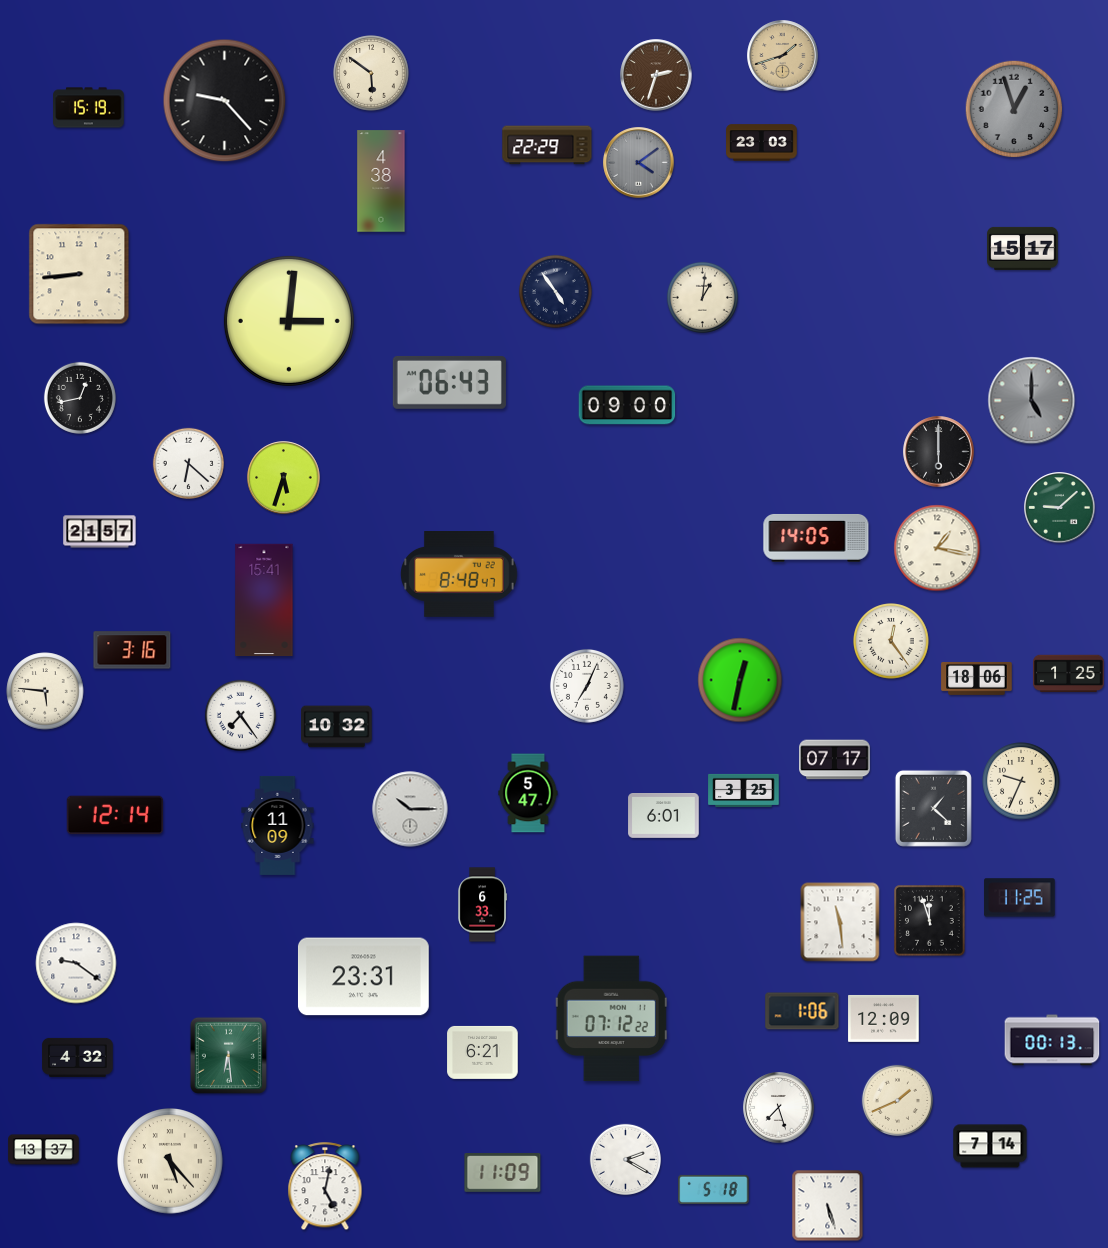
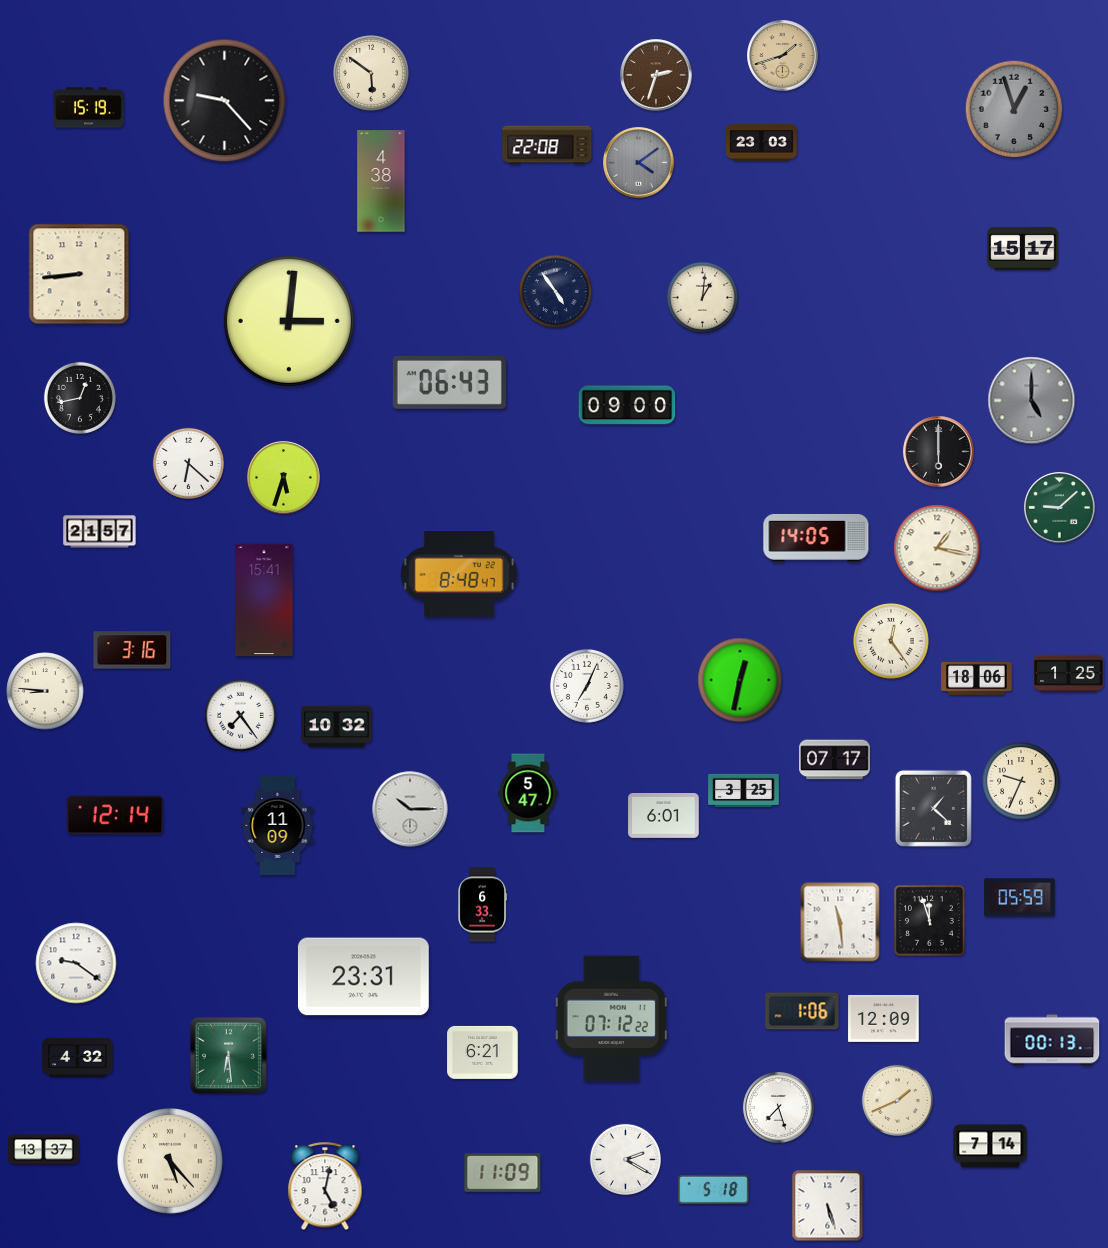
clock at (547, 145): 22:29 -> 22:08
clock at (45, 691): 5:46 -> 8:46
clock at (1020, 898): 11:25 -> 05:59
